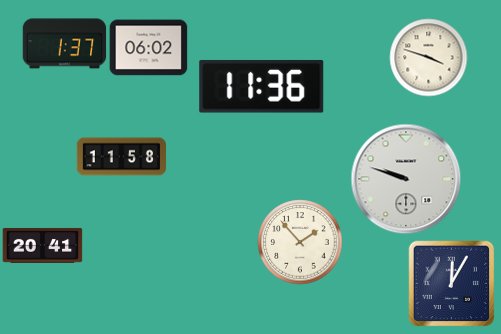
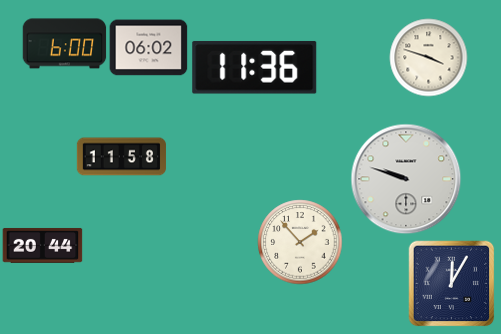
clock at (64, 44): 1:37 -> 6:00
clock at (262, 86) position: (262, 86) -> (255, 67)
clock at (42, 246): 20:41 -> 20:44
